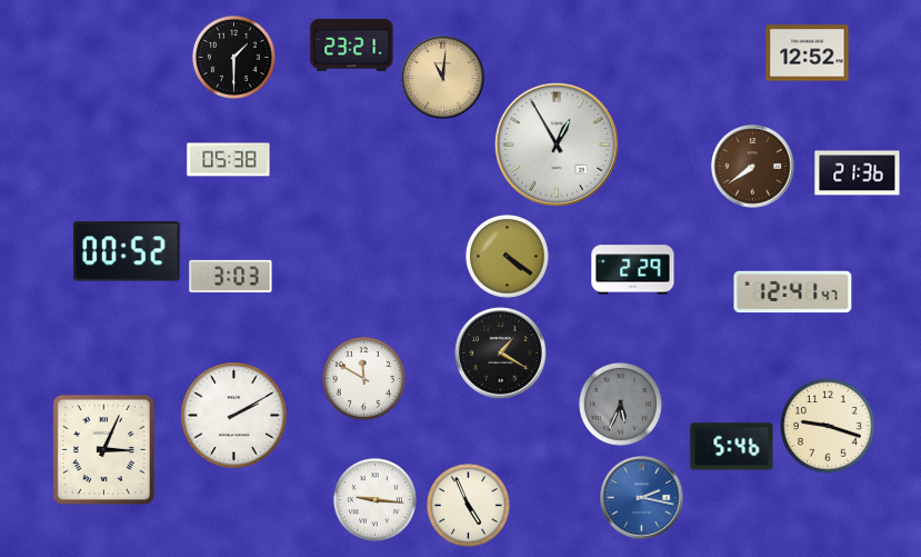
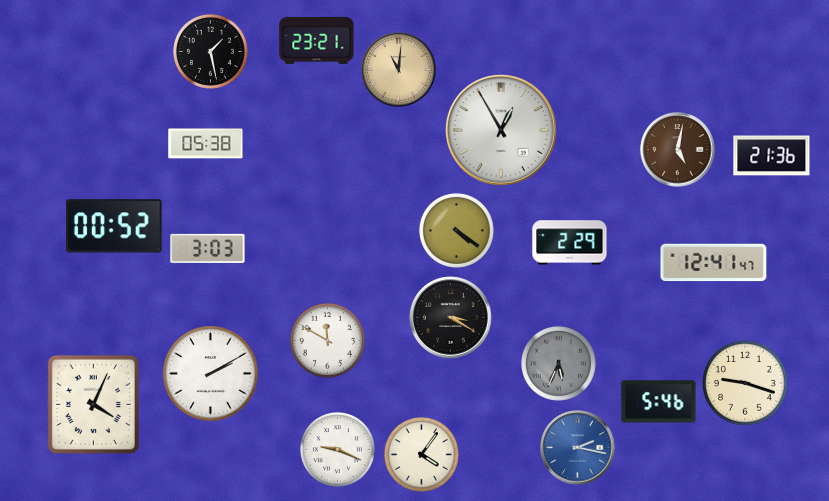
clock at (808, 53): 12:52 -> none
clock at (233, 57): 1:30 -> 1:28
clock at (753, 167): 7:39 -> 5:02
clock at (501, 354): 1:20 -> 3:20
clock at (103, 449): 3:04 -> 4:04
clock at (374, 499): 9:16 -> 9:19
clock at (468, 505): 4:56 -> 4:06
